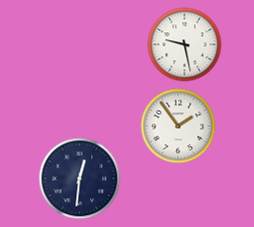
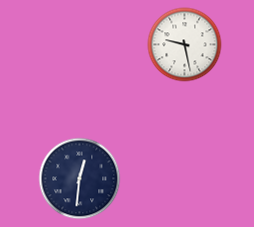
clock at (178, 126): 1:54 -> none
